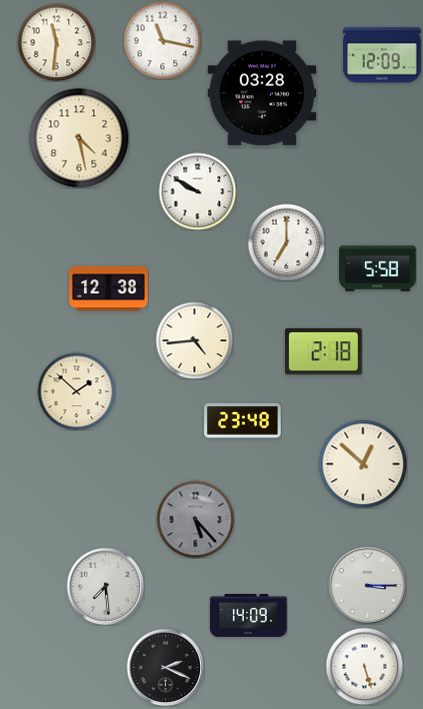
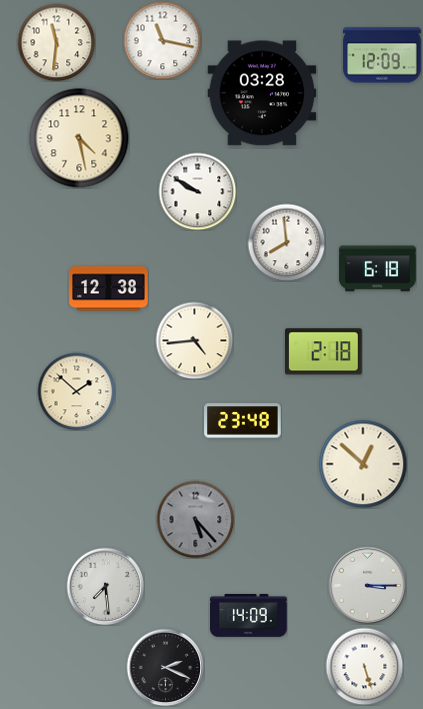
clock at (286, 242): 7:00 -> 7:59
clock at (378, 269): 5:58 -> 6:18
